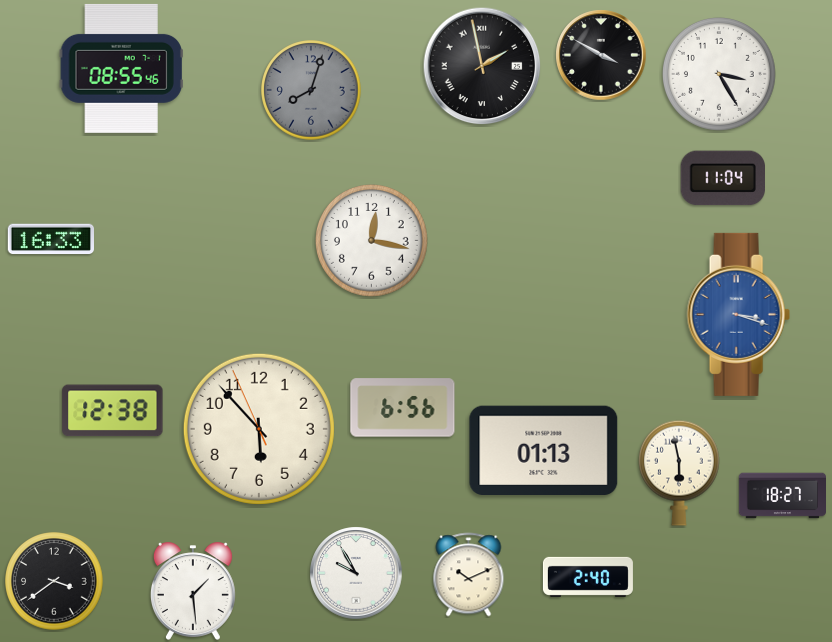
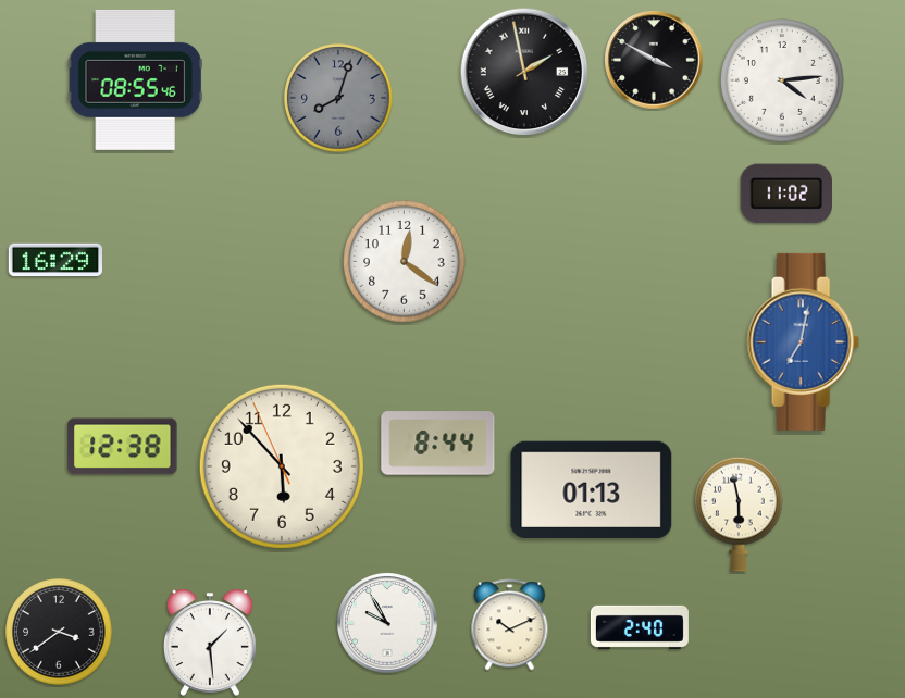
clock at (121, 68) position: (121, 68) -> (135, 79)
clock at (720, 75): 3:25 -> 4:14
clock at (723, 178): 11:04 -> 11:02
clock at (50, 239): 16:33 -> 16:29
clock at (372, 241): 12:17 -> 12:21
clock at (738, 314): 3:18 -> 7:02
clock at (403, 408): 6:56 -> 8:44
clock at (782, 496): 18:27 -> none
